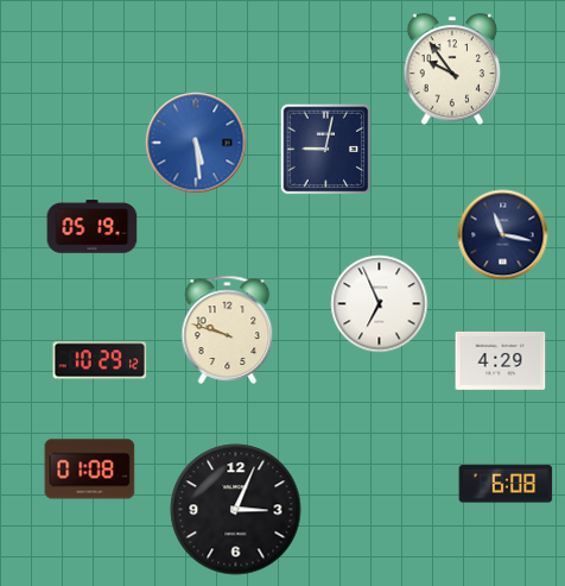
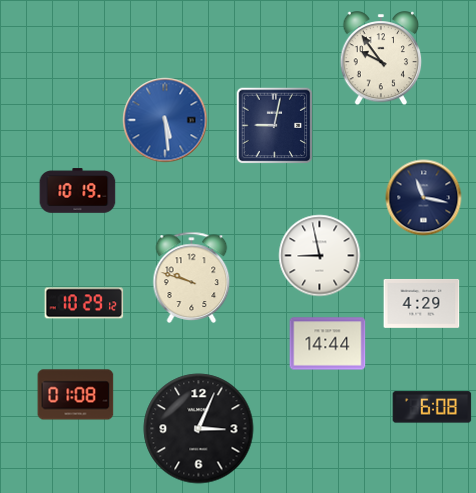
clock at (93, 227): 05:19 -> 10:19
clock at (380, 304): 6:56 -> 8:58
clock at (328, 344): none -> 14:44
clock at (506, 484) position: (506, 484) -> (432, 407)
